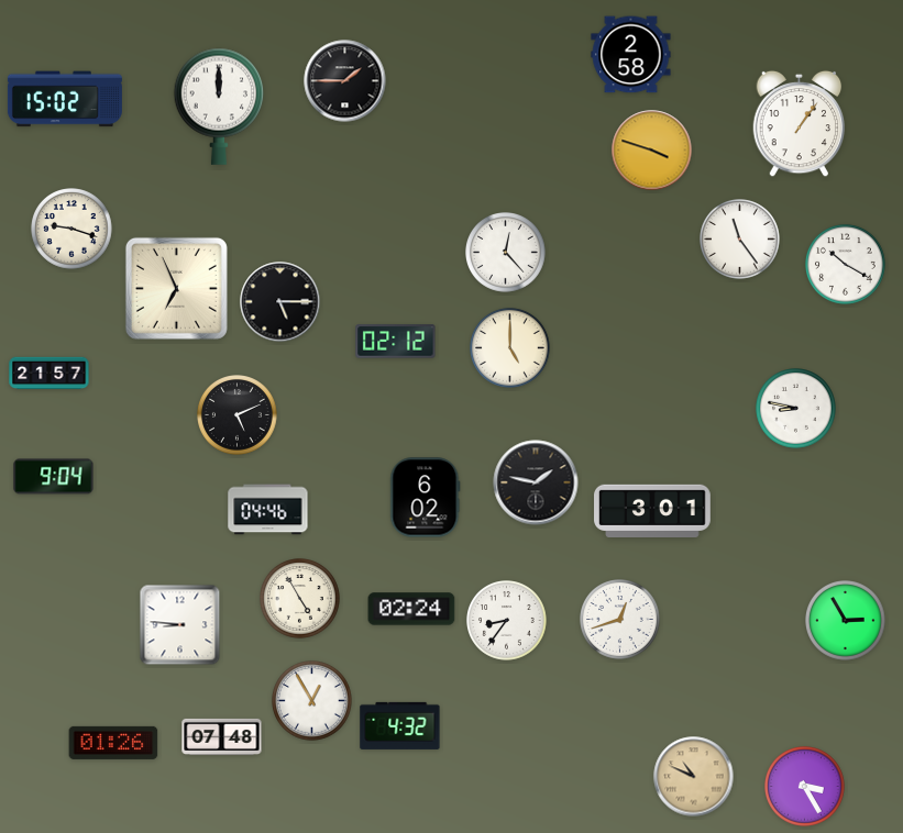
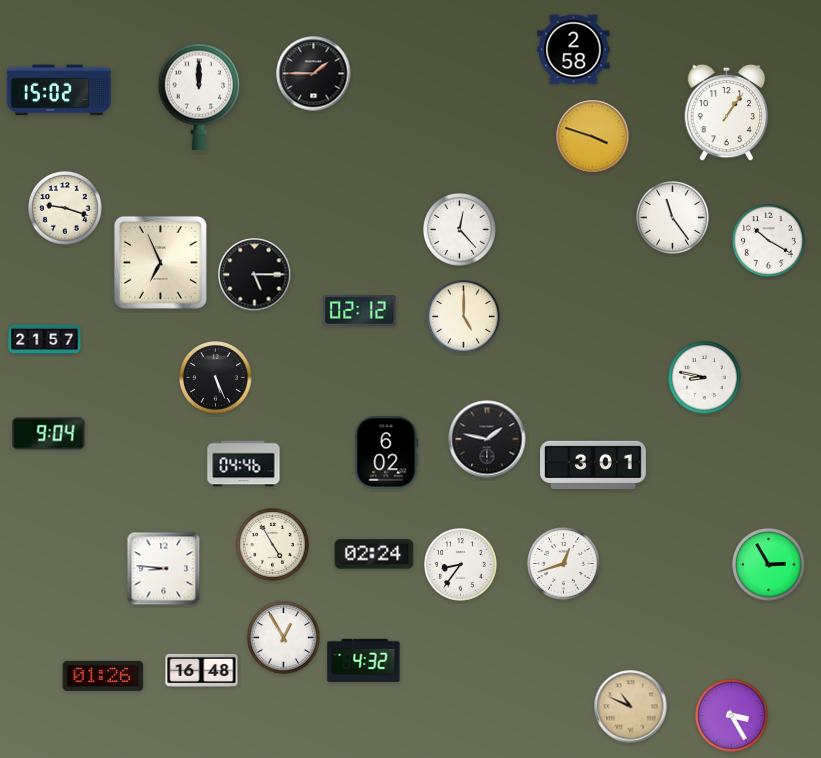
clock at (796, 409) position: (796, 409) -> (705, 378)
clock at (238, 415): 5:11 -> 5:26
clock at (222, 736): 07:48 -> 16:48
